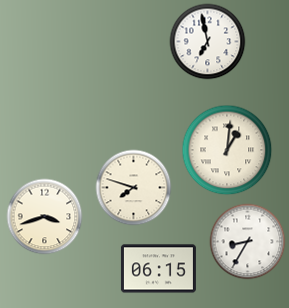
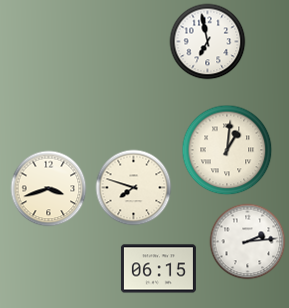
clock at (45, 217) position: (45, 217) -> (49, 189)
clock at (248, 242): 8:35 -> 2:14
